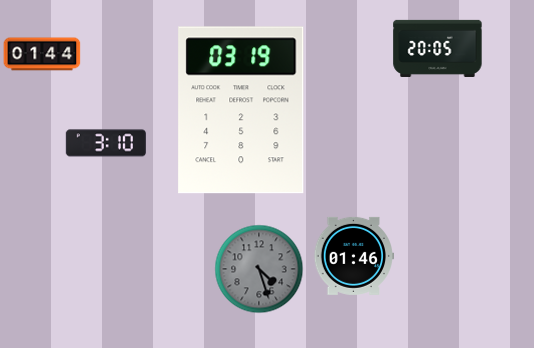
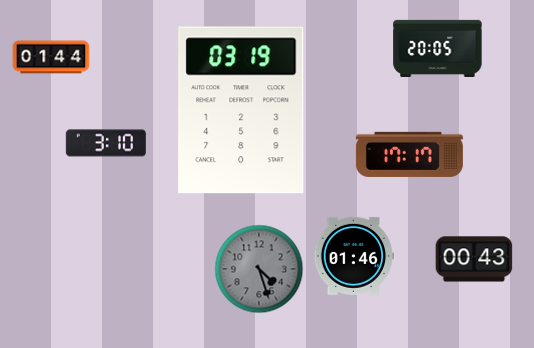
clock at (42, 54) position: (42, 54) -> (51, 57)
clock at (409, 154): none -> 17:17
clock at (474, 259): none -> 00:43
